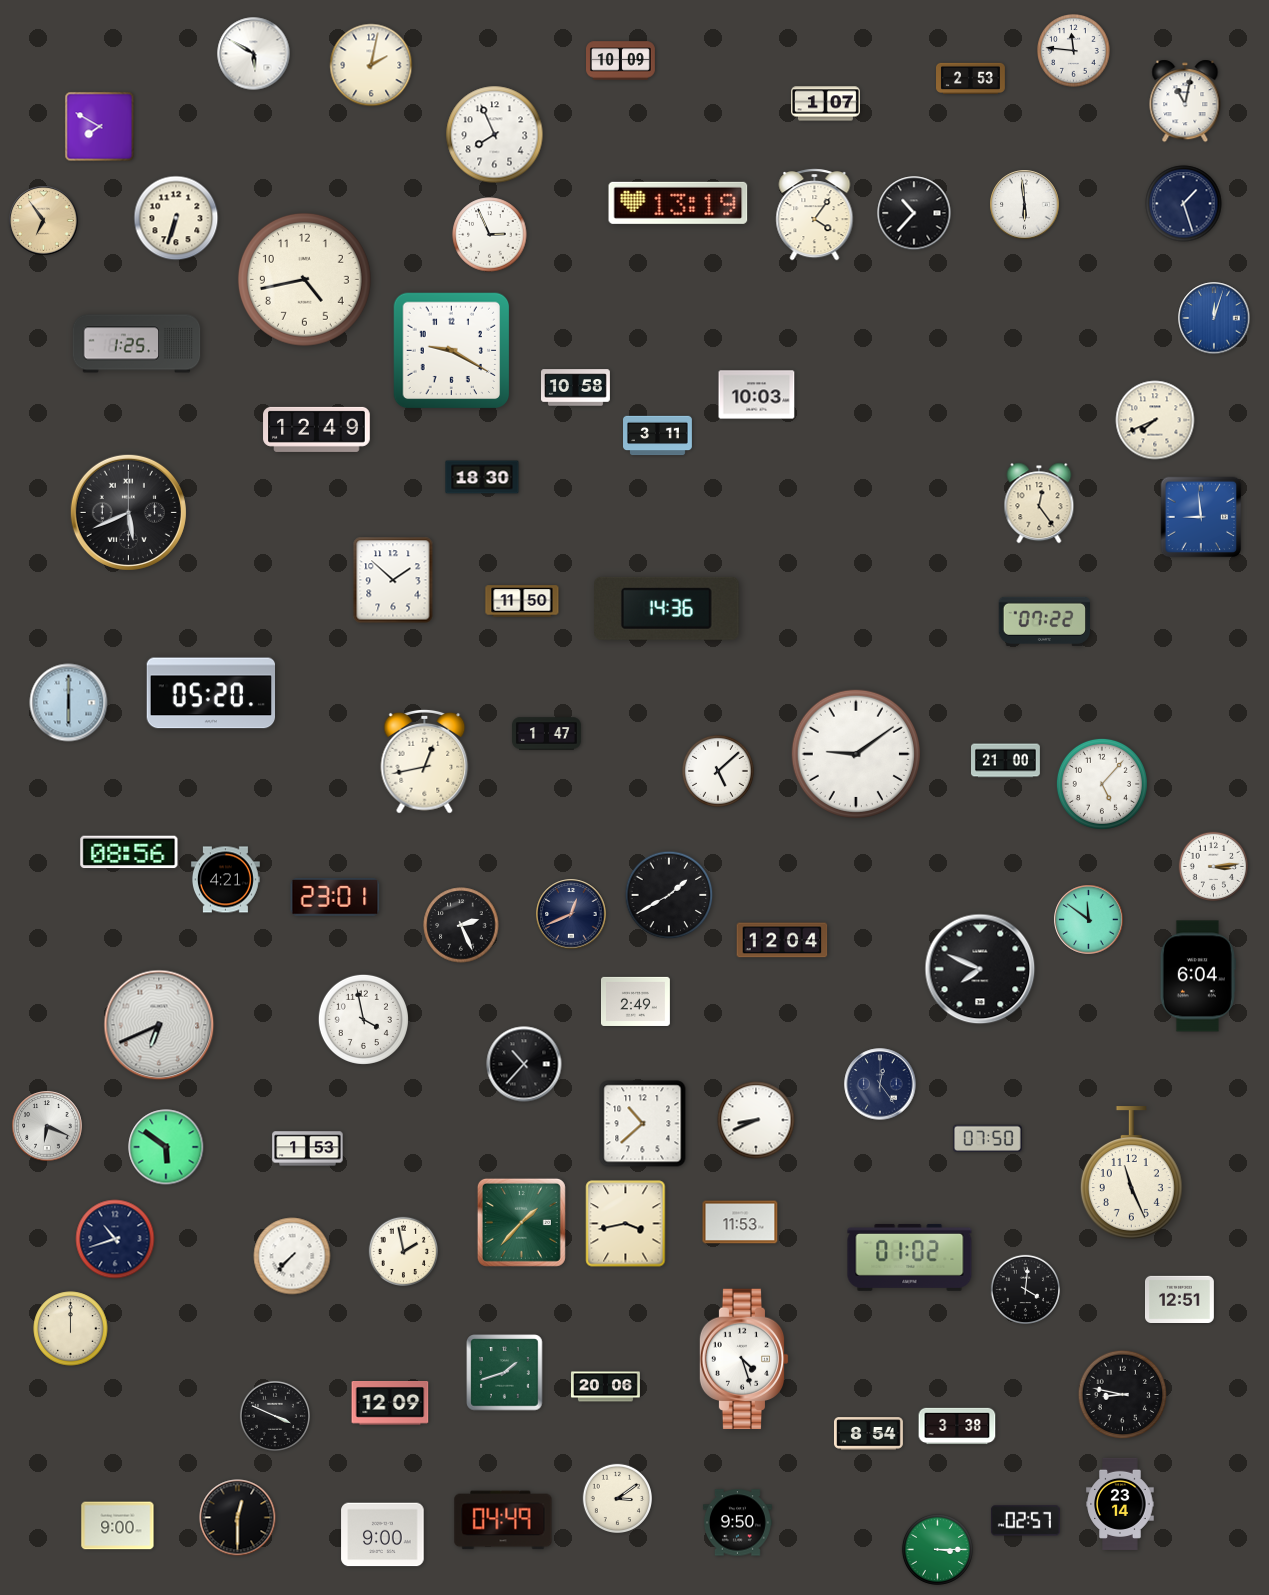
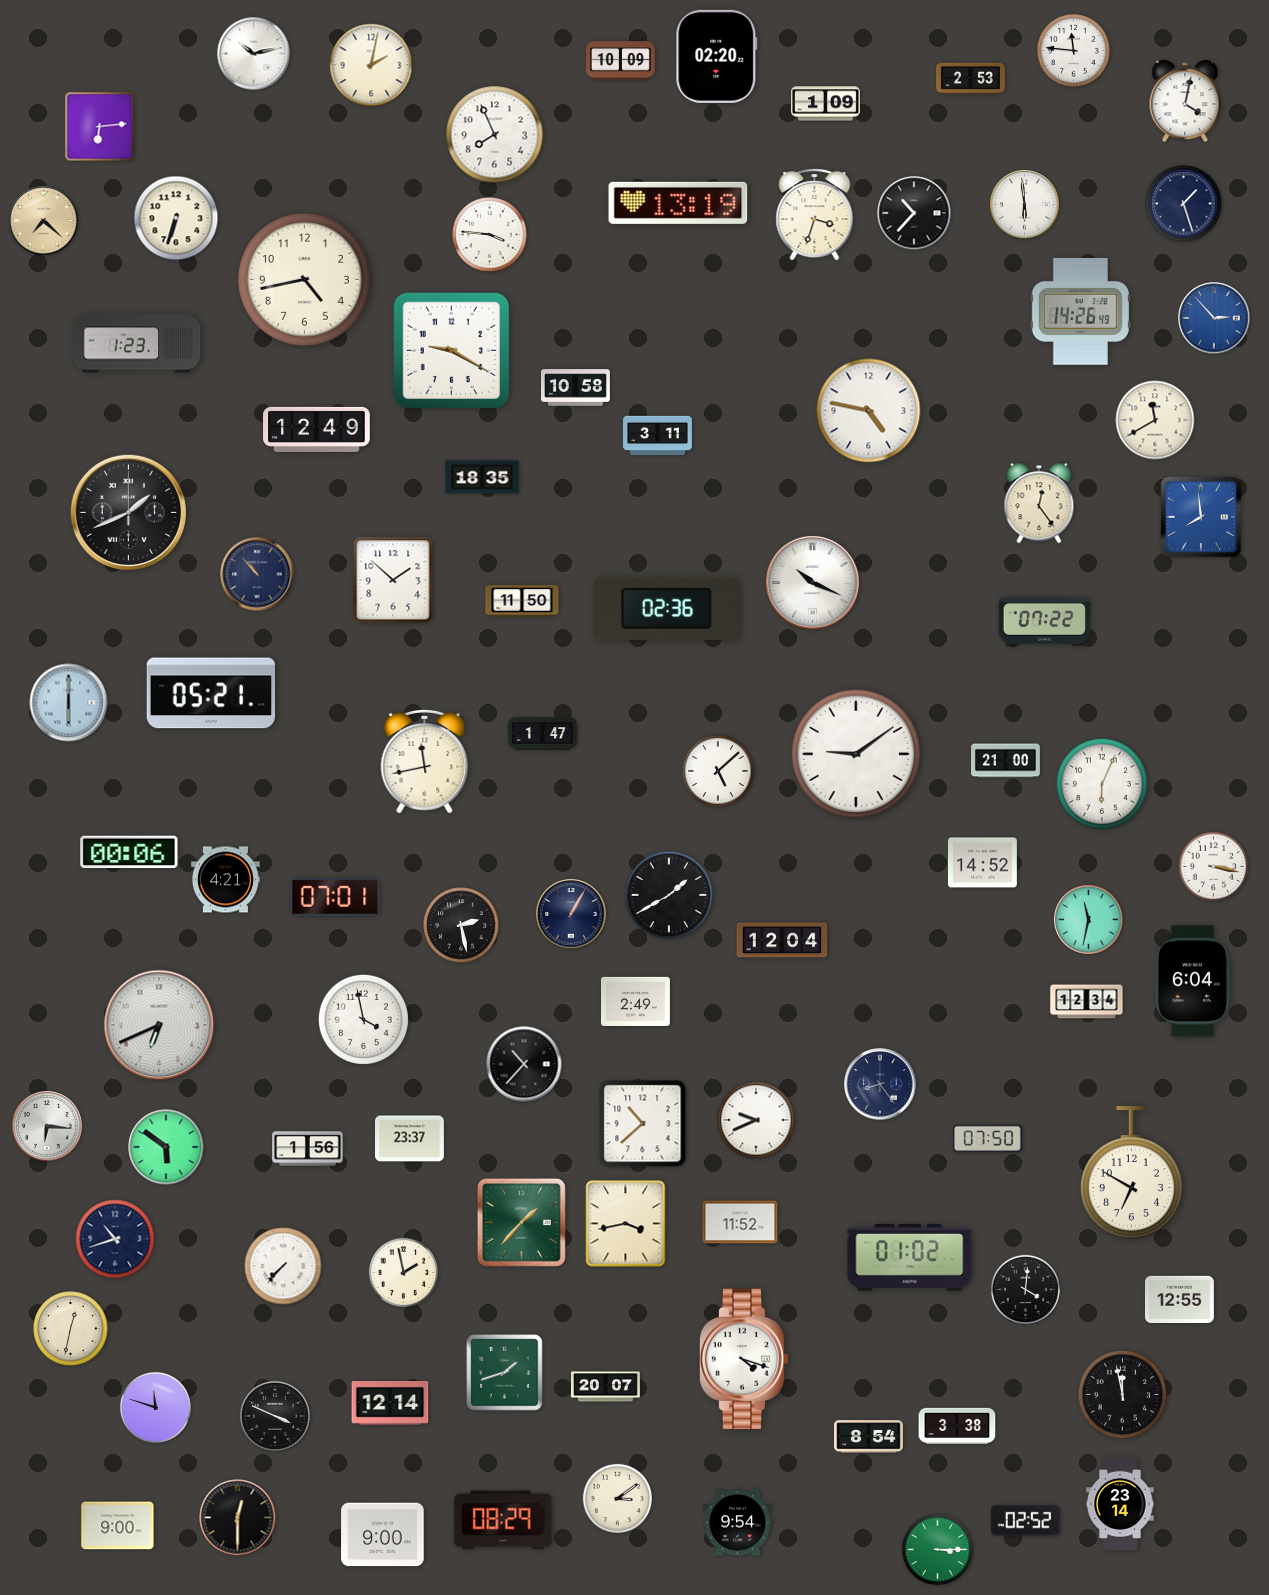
clock at (254, 54): 5:50 -> 10:13
clock at (717, 56): none -> 02:20
clock at (1185, 101): 11:02 -> 4:02
clock at (826, 104): 1:07 -> 1:09
clock at (100, 127): 7:50 -> 6:14
clock at (815, 215): 4:06 -> 3:33
clock at (44, 221): 6:54 -> 7:22
clock at (490, 235): 2:56 -> 3:46
clock at (1080, 311): none -> 14:26
clock at (1214, 318): 12:03 -> 2:53
clock at (137, 344): 1:25 -> 1:23
clock at (757, 395): 10:03 -> none
clock at (869, 411): none -> 4:47
clock at (1155, 420): 7:41 -> 11:40
clock at (482, 477): 18:30 -> 18:35
clock at (128, 512): 5:41 -> 1:41
clock at (1201, 517): 8:59 -> 7:59
clock at (257, 574): none -> 10:53
clock at (812, 582): none -> 10:19
clock at (667, 608): 14:36 -> 02:36
clock at (210, 693): 05:20 -> 05:21
clock at (547, 734) position: (547, 734) -> (543, 734)
clock at (425, 761): 12:43 -> 11:43
clock at (1102, 784): 5:07 -> 6:04
clock at (129, 852): 08:56 -> 00:06
clock at (983, 863): none -> 14:52
clock at (1213, 866): 3:14 -> 3:17
clock at (335, 897): 23:01 -> 07:01
clock at (571, 914): 12:41 -> 1:05
clock at (1089, 920): 11:51 -> 11:32
clock at (461, 925): 2:26 -> 2:28
clock at (980, 969): 7:49 -> none
clock at (1198, 976) position: (1198, 976) -> (1193, 981)
clock at (1087, 1002): none -> 12:34
clock at (880, 1084): 12:24 -> 8:24
clock at (756, 1120): 8:41 -> 9:41
clock at (47, 1126): 6:19 -> 6:16
clock at (410, 1139): none -> 23:37
clock at (308, 1149): 1:53 -> 1:56
clock at (1131, 1173): 11:26 -> 6:50
clock at (740, 1222): 11:53 -> 11:52
clock at (403, 1251) position: (403, 1251) -> (403, 1272)
clock at (292, 1256) position: (292, 1256) -> (283, 1266)
clock at (1180, 1299): 12:51 -> 12:55
clock at (71, 1329): 12:00 -> 12:32
clock at (744, 1359): 4:27 -> 4:18
clock at (606, 1387): 20:06 -> 20:07
clock at (1123, 1395): 8:47 -> 11:58
clock at (390, 1404): 12:09 -> 12:14
clock at (155, 1407): none -> 11:48
clock at (869, 1434) position: (869, 1434) -> (869, 1437)
clock at (503, 1520): 04:49 -> 08:29
clock at (1025, 1521): 02:57 -> 02:52
clock at (738, 1523): 9:50 -> 9:54
